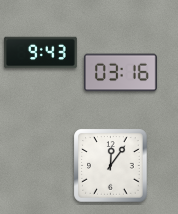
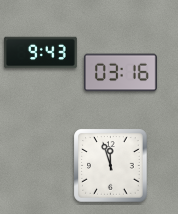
clock at (111, 166): 12:06 -> 11:57
